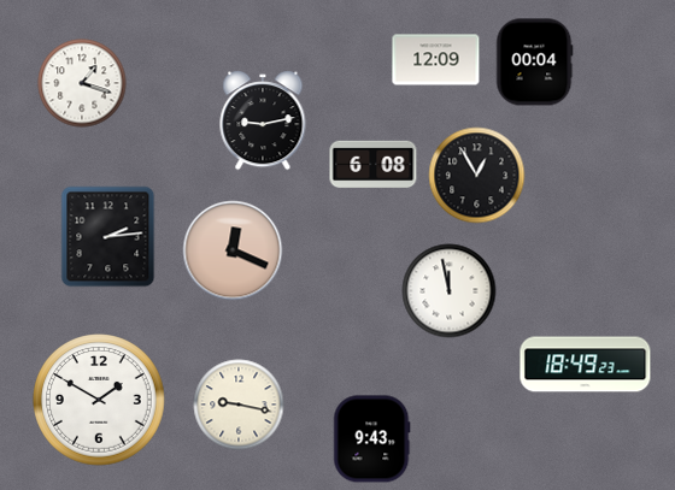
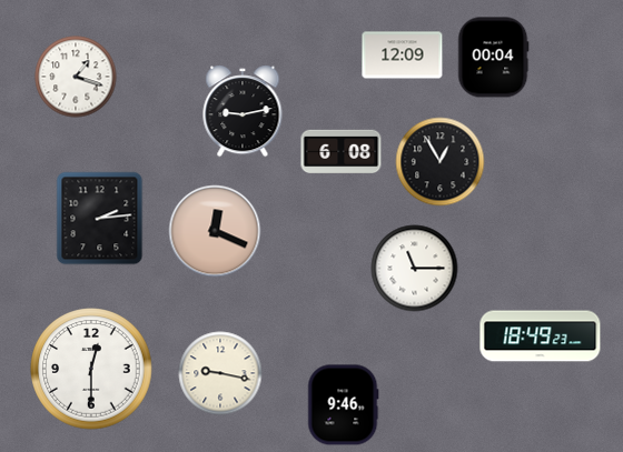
clock at (374, 165) position: (374, 165) -> (342, 152)
clock at (450, 291): 11:58 -> 11:15
clock at (99, 400): 1:50 -> 12:30
clock at (372, 439): 9:43 -> 9:46
